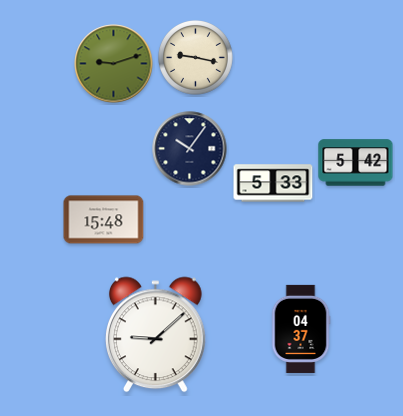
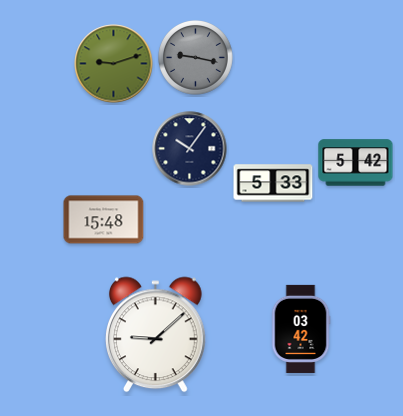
clock at (196, 58) dial: cream -> grey
clock at (301, 329): 04:37 -> 03:42
